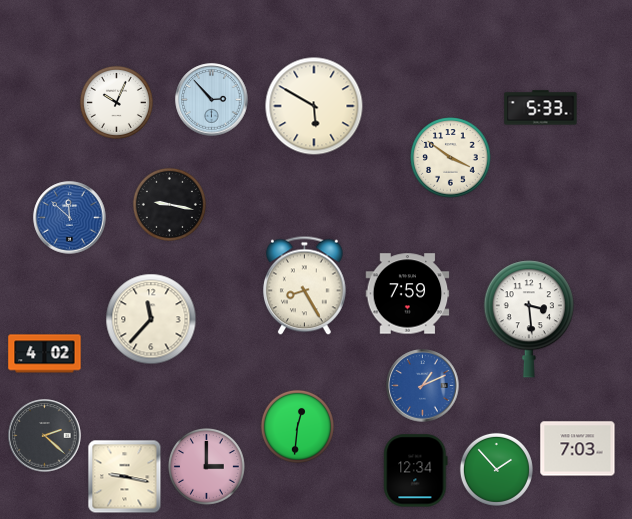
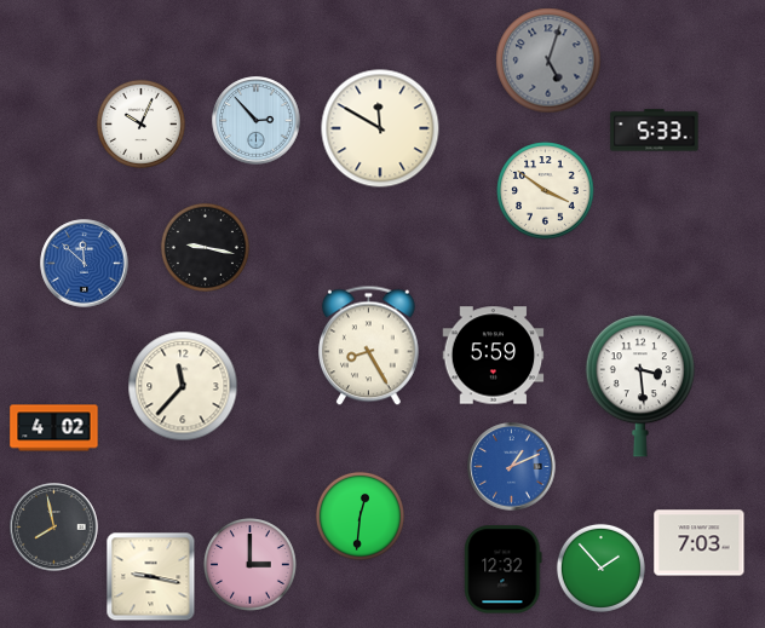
clock at (548, 61): none -> 5:03
clock at (314, 106): 5:50 -> 11:50
clock at (408, 294): 7:59 -> 5:59
clock at (45, 436): 2:22 -> 7:58
clock at (416, 471): 12:34 -> 12:32
